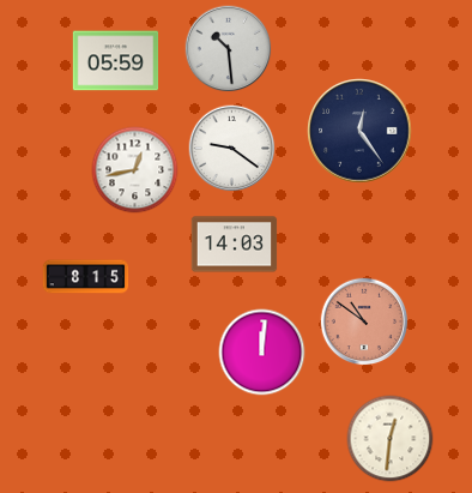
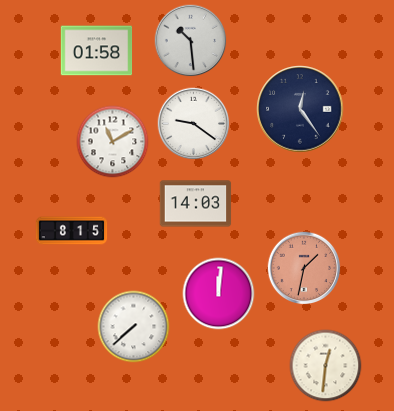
clock at (116, 61): 05:59 -> 01:58
clock at (135, 170): 12:43 -> 11:10
clock at (364, 321): 10:51 -> 1:32
clock at (134, 327): none -> 7:38
